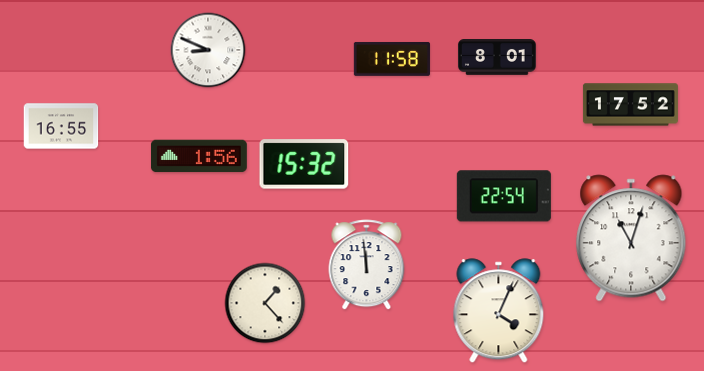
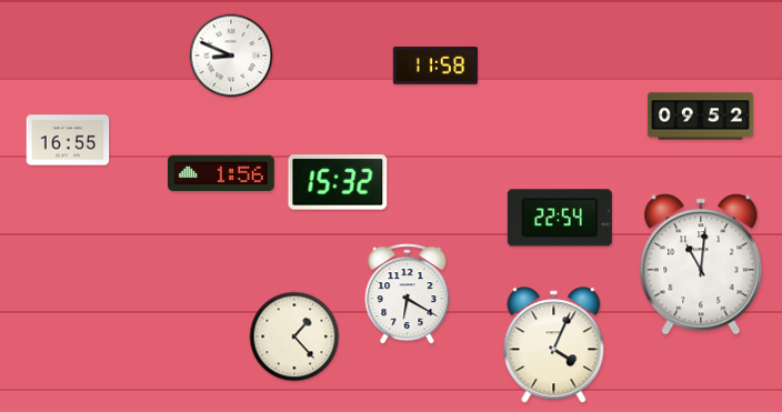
clock at (497, 58): 8:01 -> none
clock at (630, 105): 17:52 -> 09:52
clock at (631, 238): 11:03 -> 11:01
clock at (367, 265): 11:59 -> 6:20
